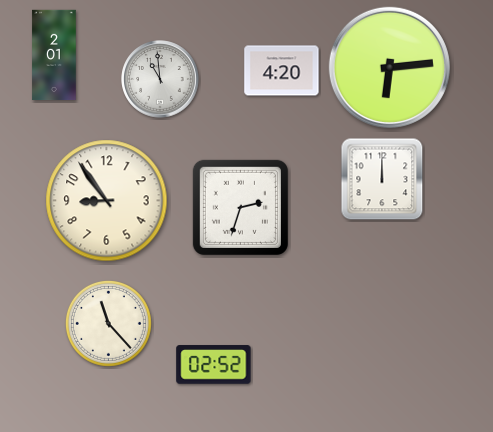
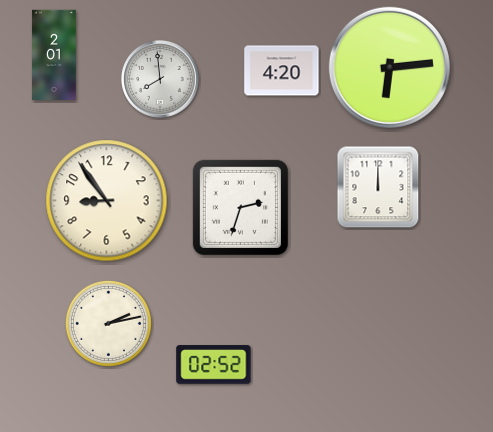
clock at (160, 79): 10:59 -> 7:59
clock at (382, 179) position: (382, 179) -> (378, 187)
clock at (108, 323): 11:23 -> 2:13
